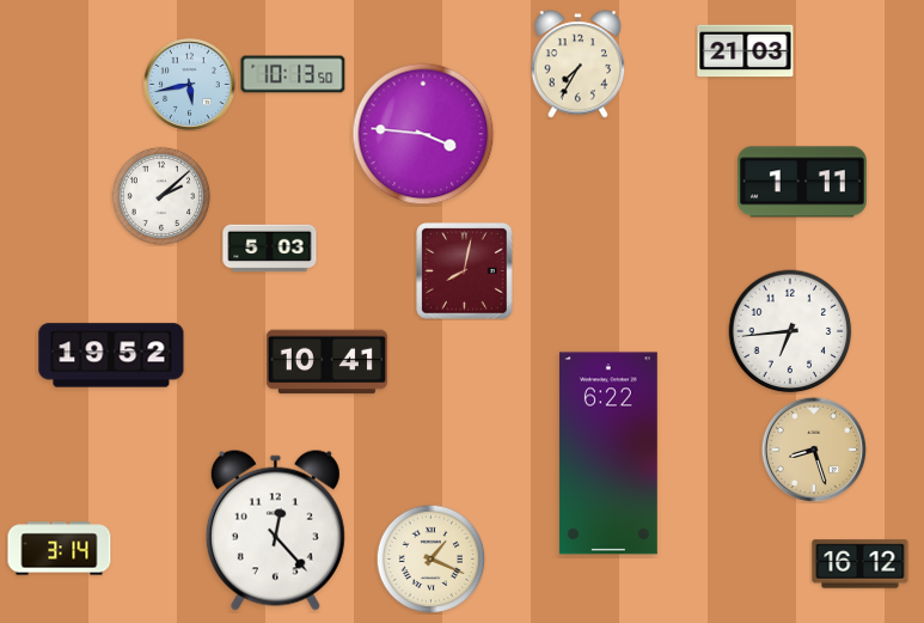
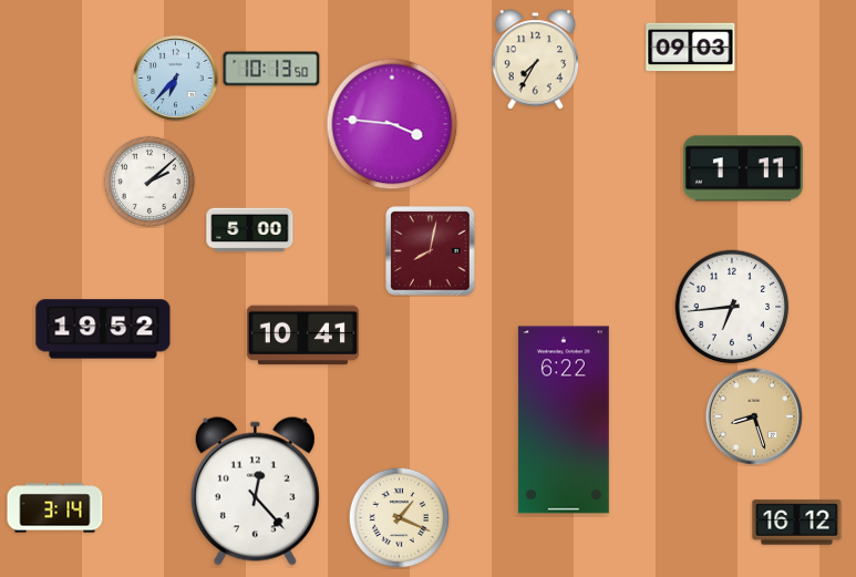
clock at (746, 51): 21:03 -> 09:03
clock at (190, 85): 5:43 -> 6:37
clock at (270, 249): 5:03 -> 5:00
